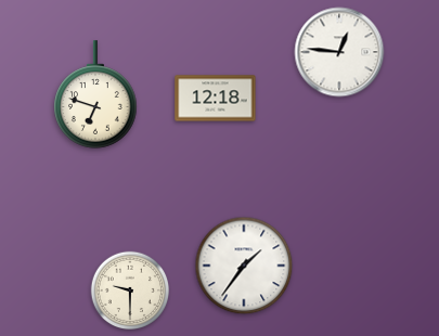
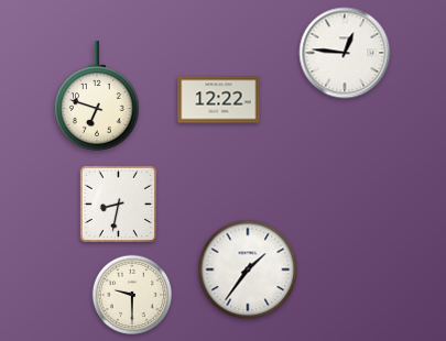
clock at (216, 99): 12:18 -> 12:22
clock at (118, 204): none -> 8:32
